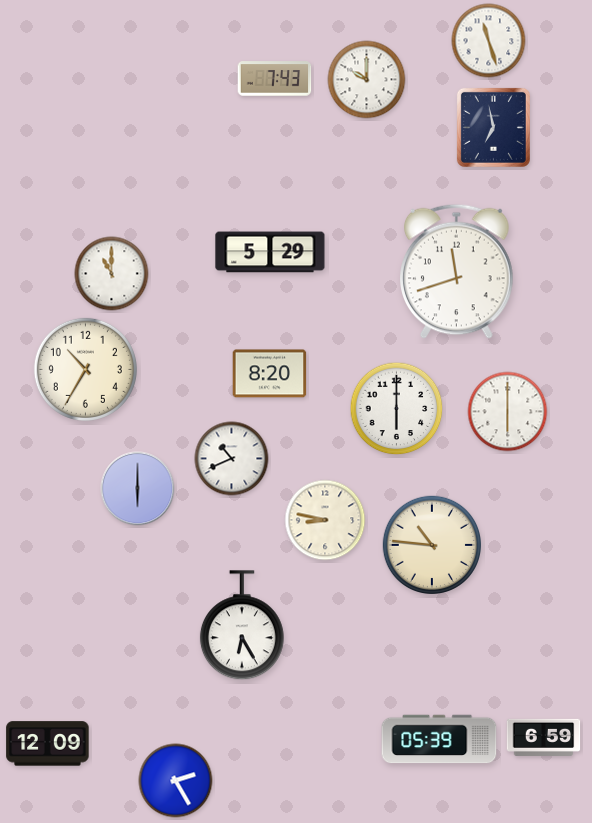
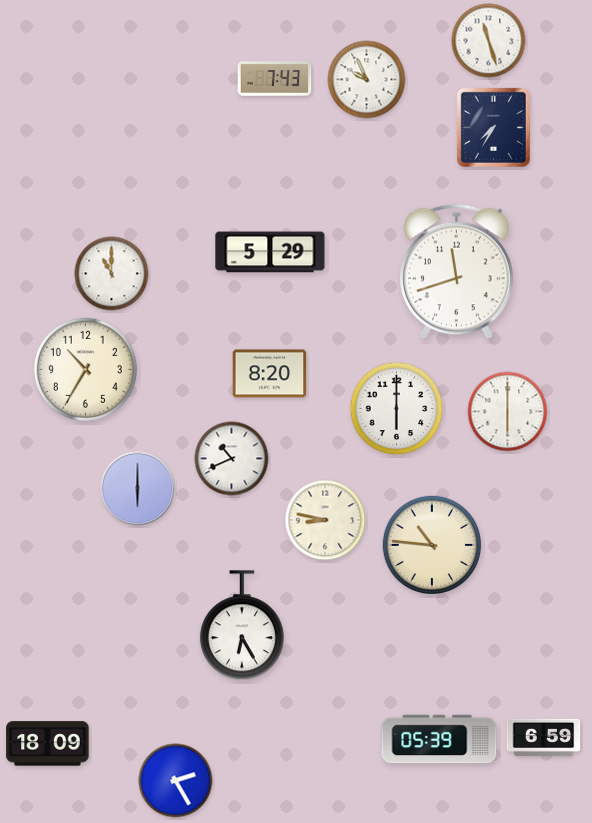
clock at (367, 80): 10:00 -> 9:56
clock at (493, 127): 6:58 -> 7:35
clock at (48, 744): 12:09 -> 18:09
